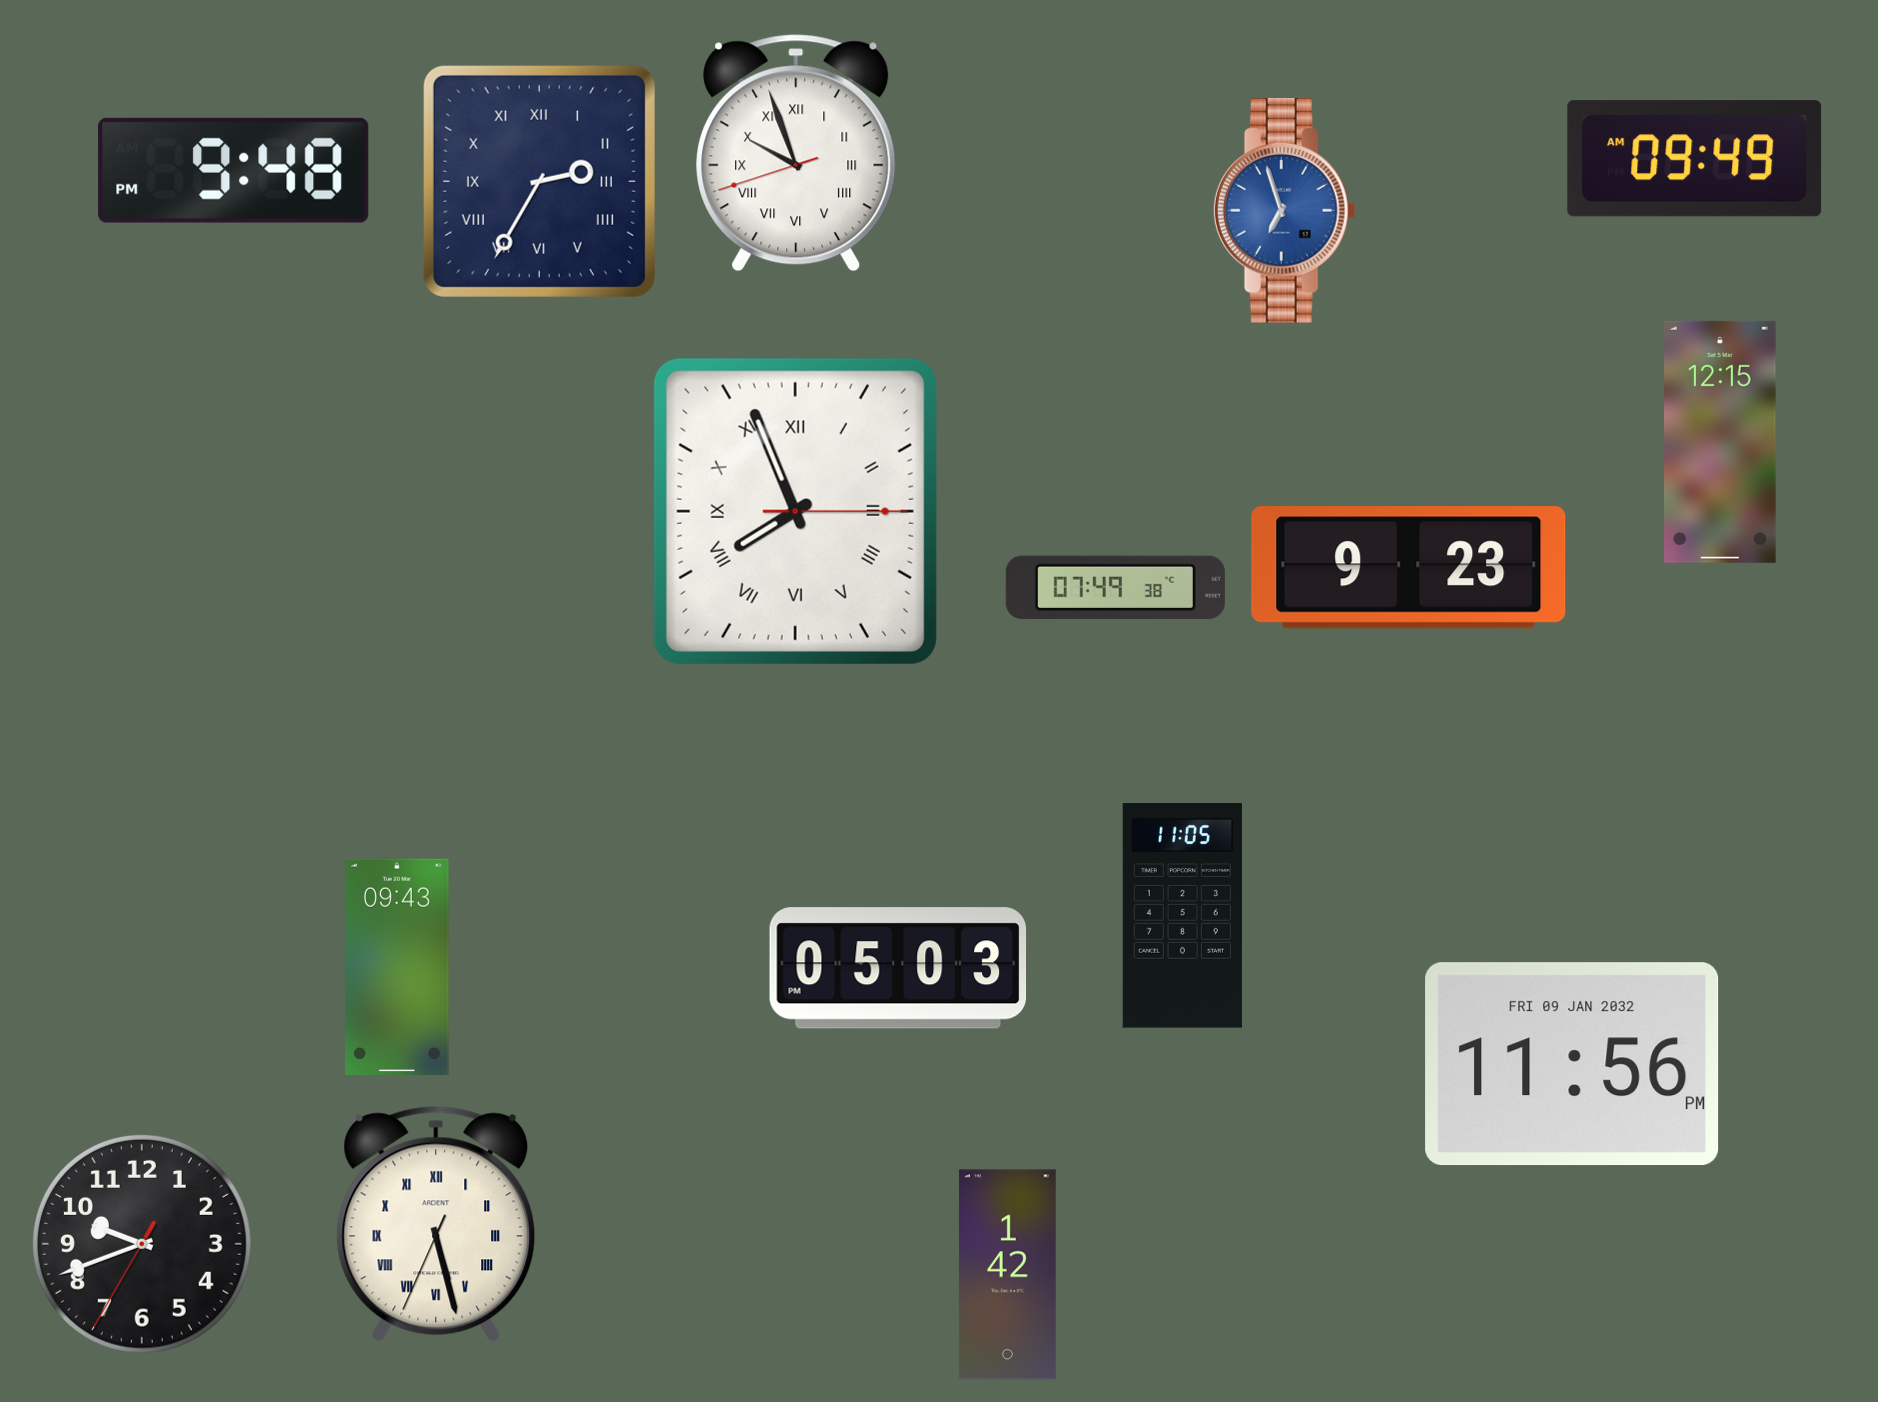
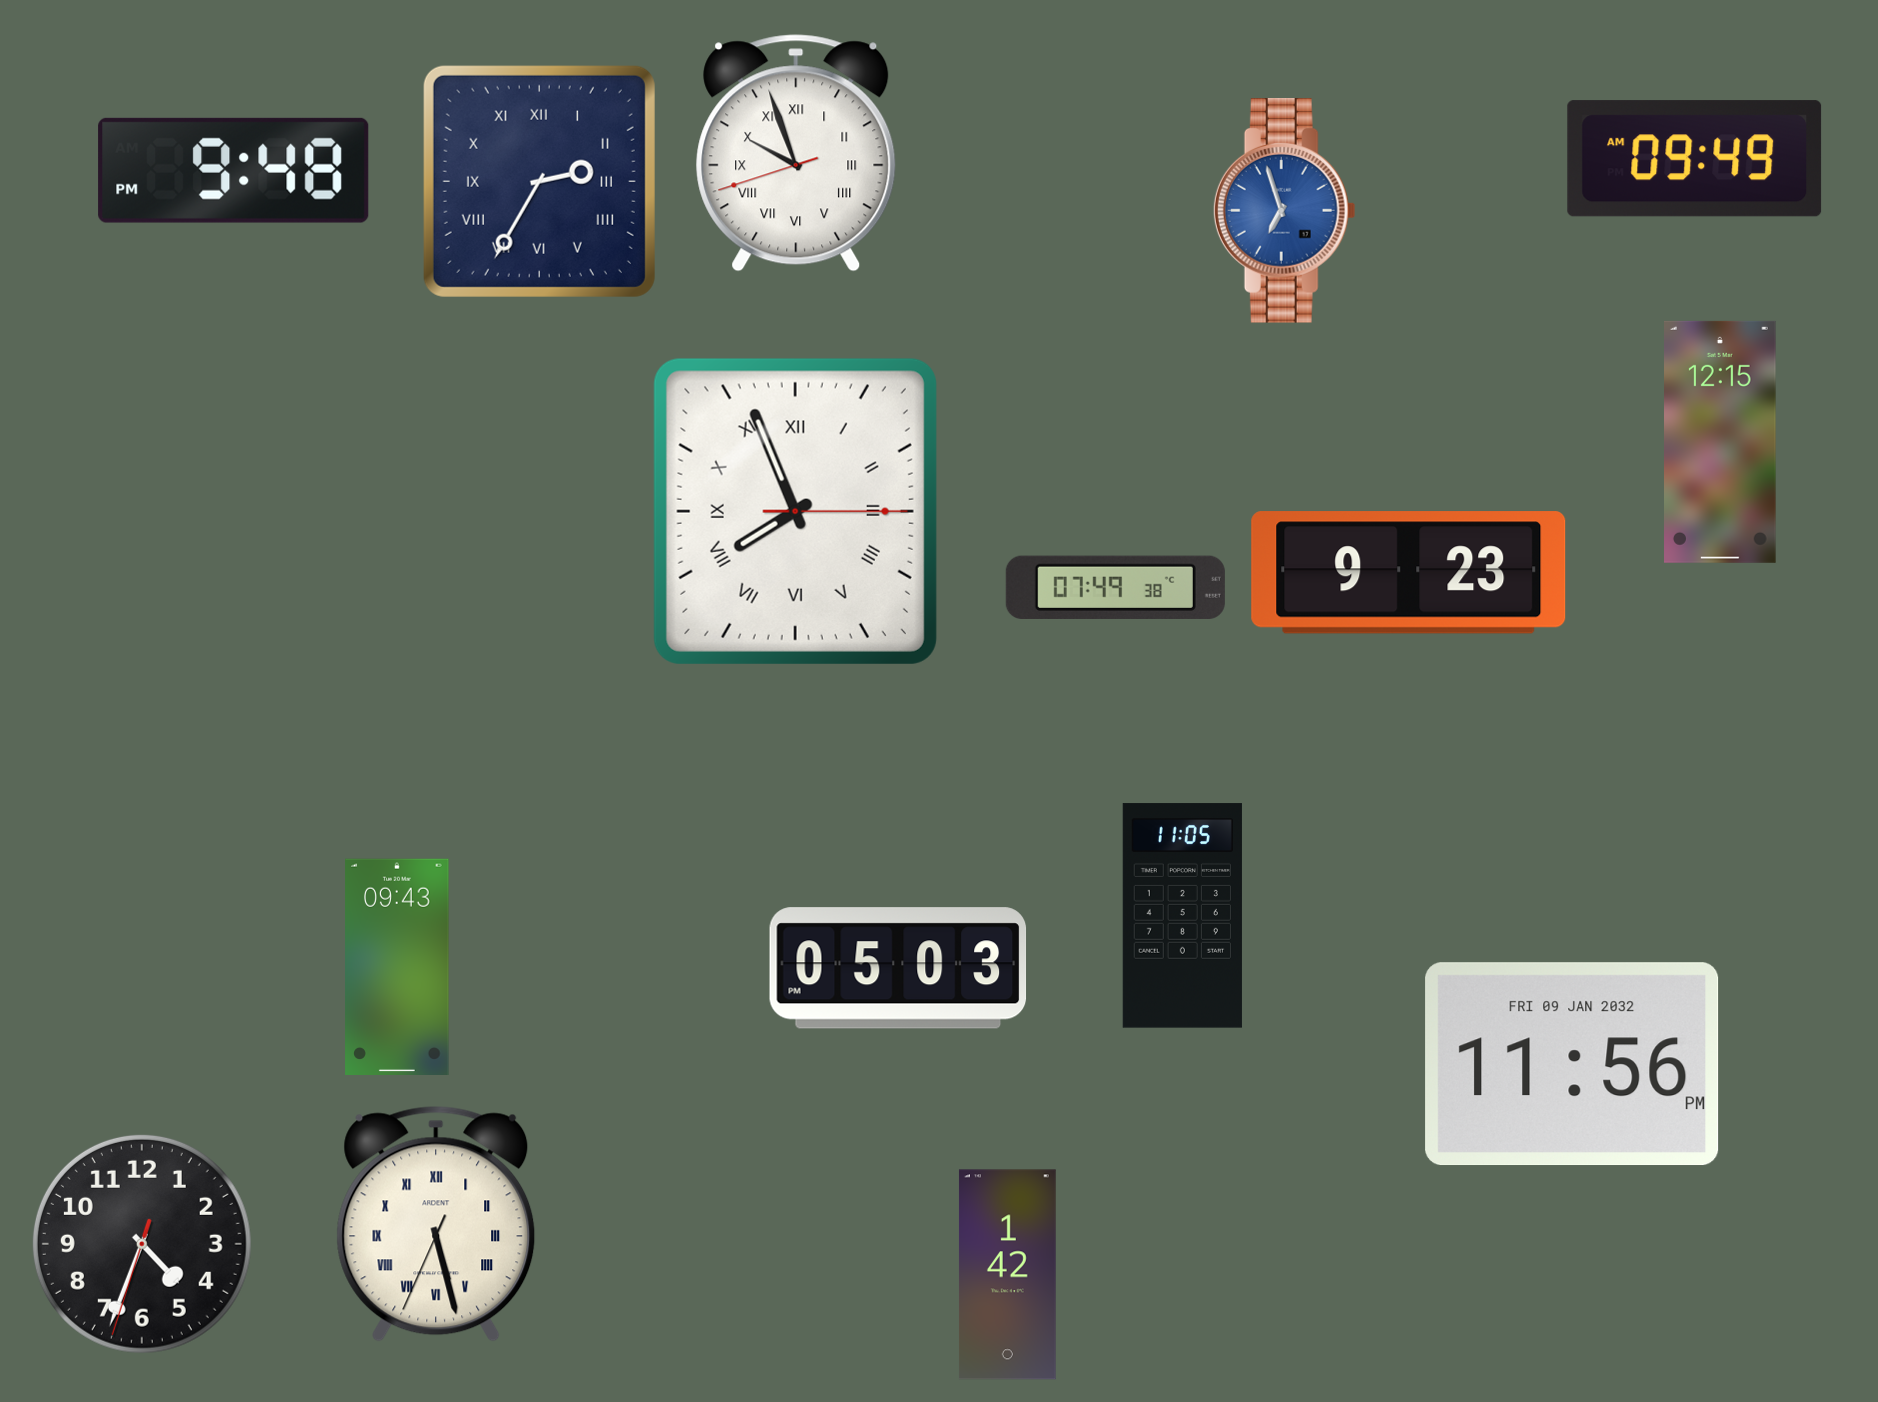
clock at (1409, 568) position: (1409, 568) -> (1409, 573)
clock at (142, 1244): 9:41 -> 4:33
